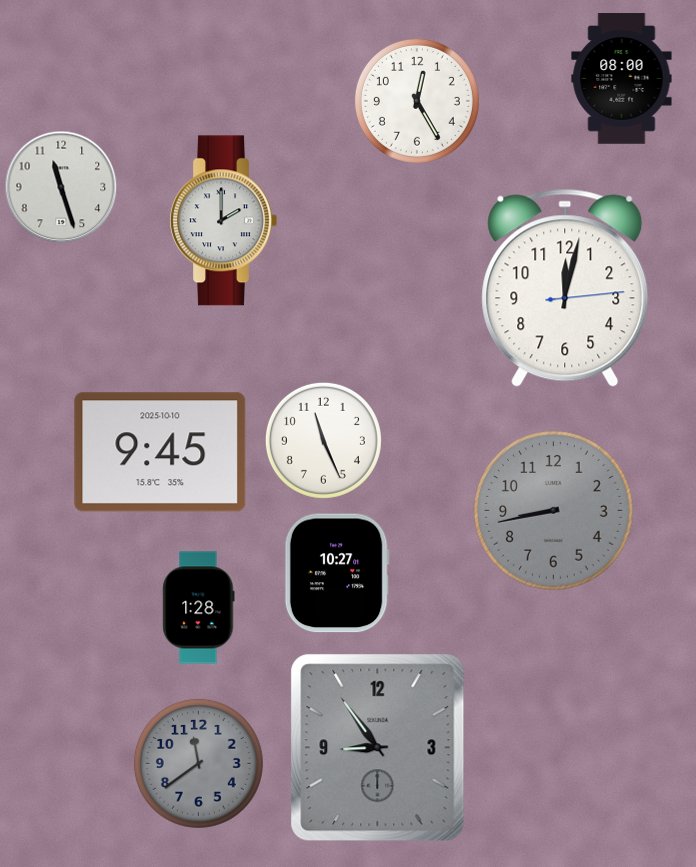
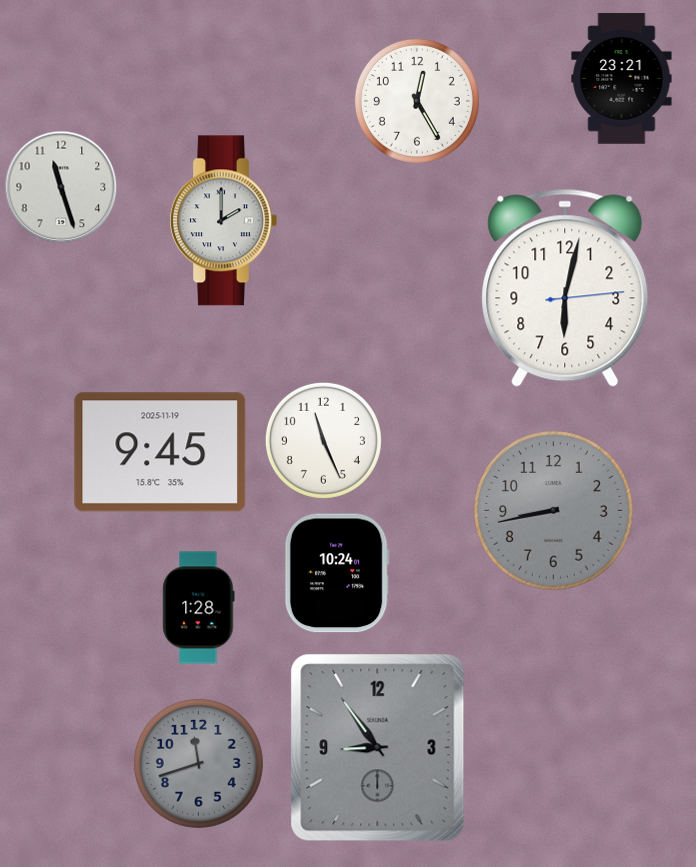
clock at (622, 79): 08:00 -> 23:21
clock at (565, 288): 12:02 -> 6:02
clock at (160, 452) date: 2025-10-10 -> 2025-11-19
clock at (337, 573): 10:27 -> 10:24
clock at (198, 763): 11:39 -> 11:42
